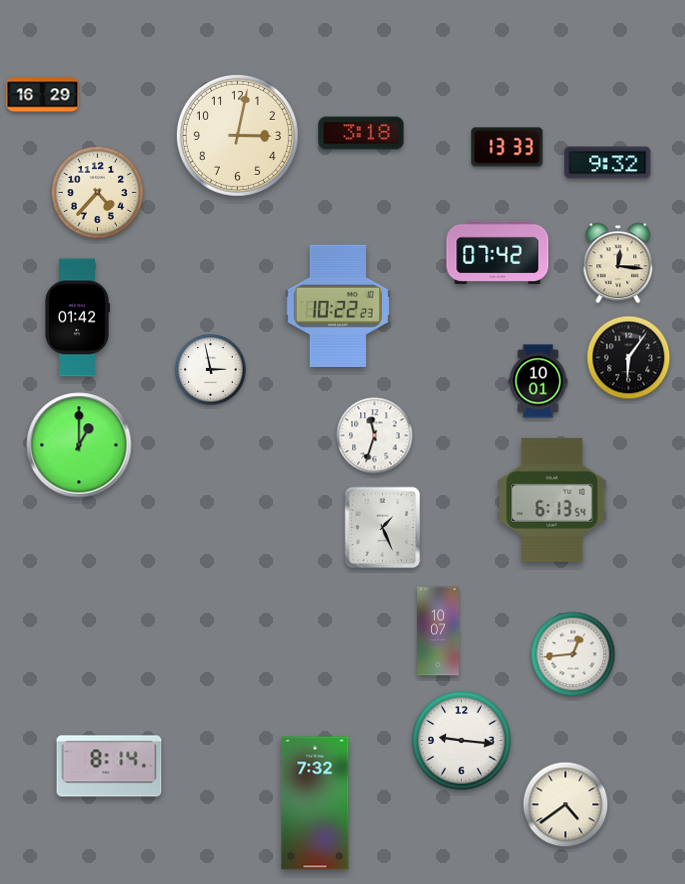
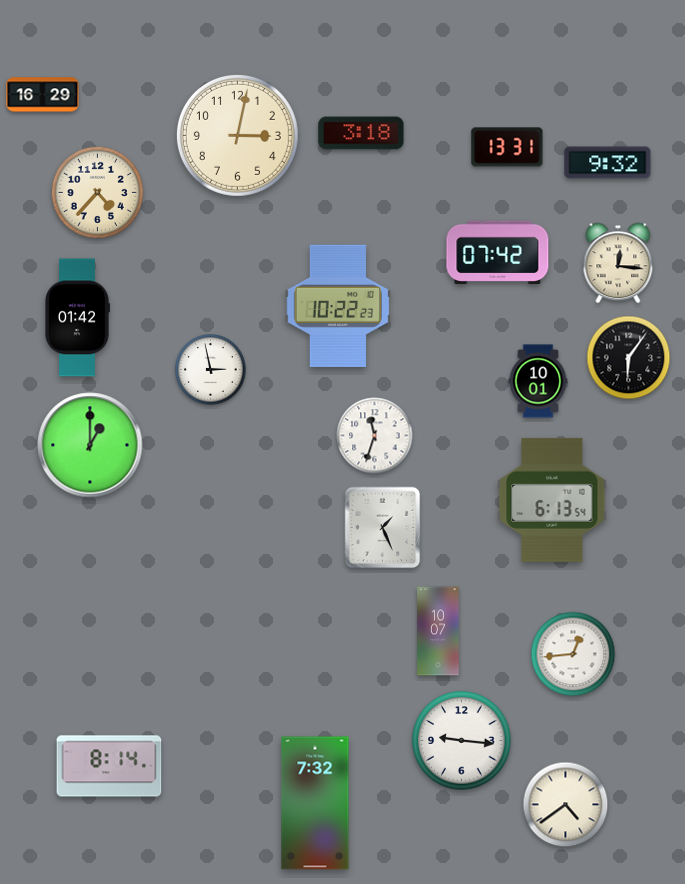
clock at (507, 147): 13:33 -> 13:31
clock at (79, 445) position: (79, 445) -> (90, 445)
